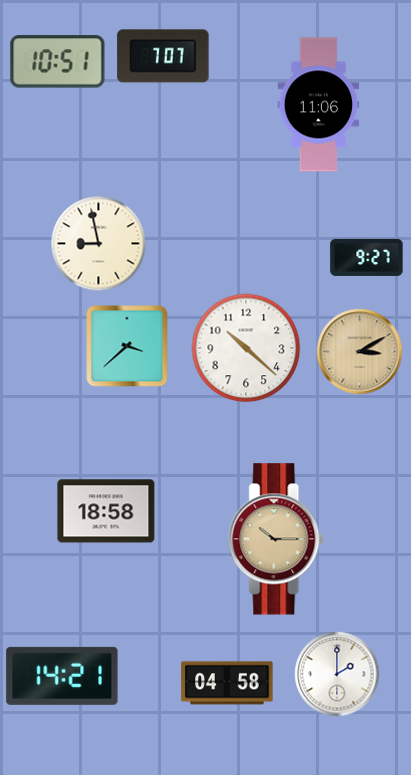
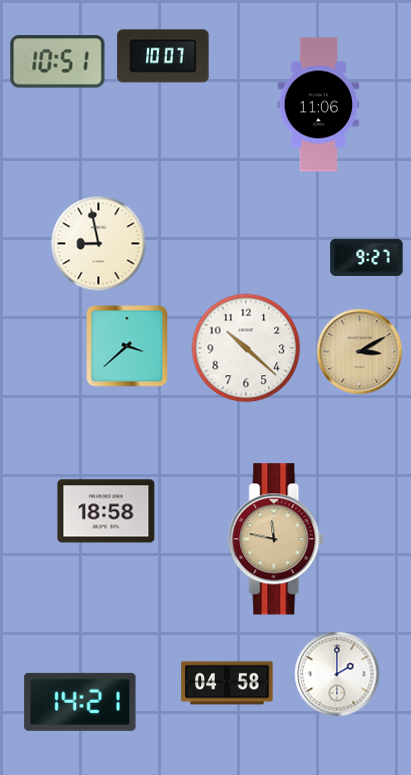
clock at (163, 56): 7:07 -> 10:07
clock at (277, 539): 10:15 -> 11:47
clock at (62, 676) position: (62, 676) -> (80, 702)
